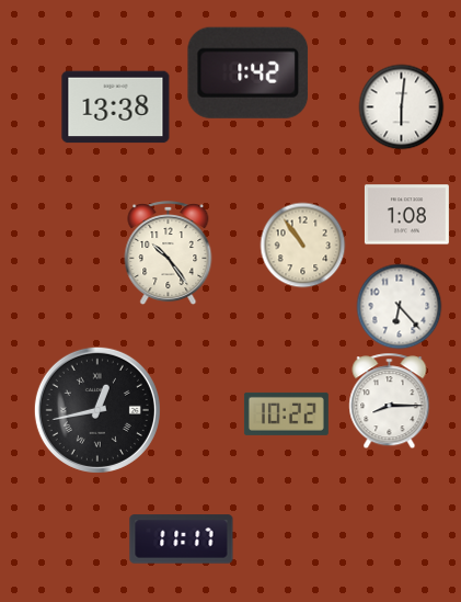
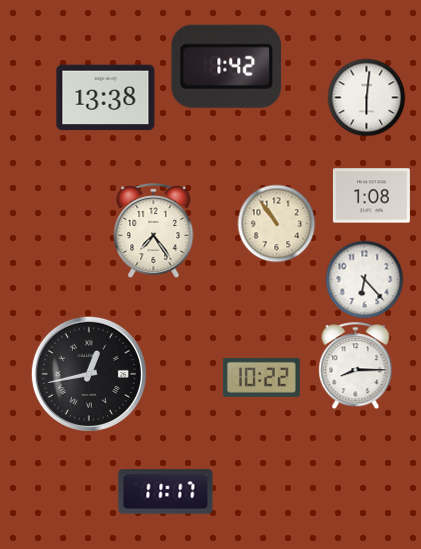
clock at (169, 253): 10:24 -> 7:24
